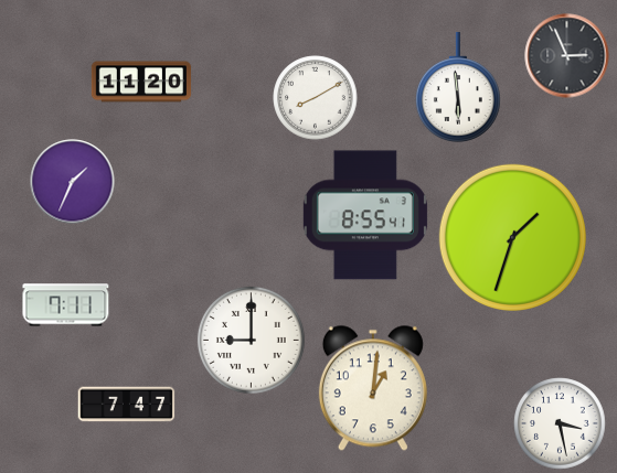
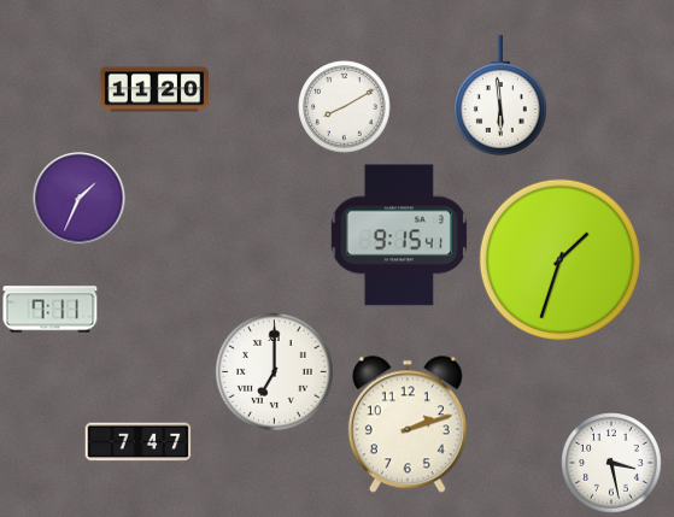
clock at (567, 56): 2:56 -> none
clock at (365, 215): 8:55 -> 9:15
clock at (66, 305) position: (66, 305) -> (51, 310)
clock at (251, 340): 9:00 -> 7:00
clock at (373, 388): 1:01 -> 2:12
